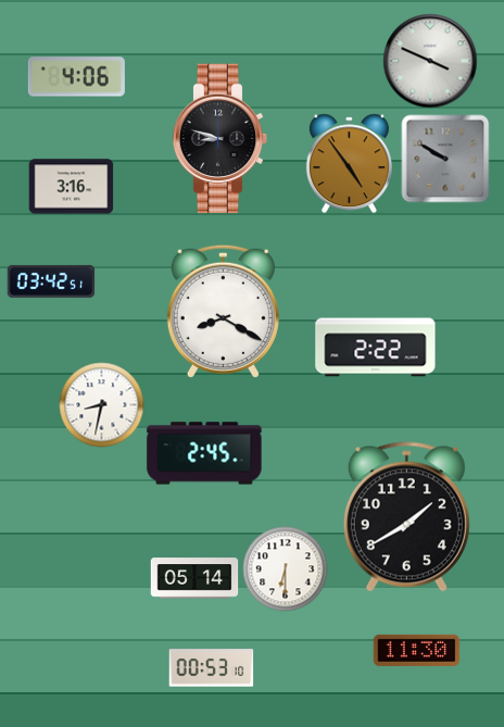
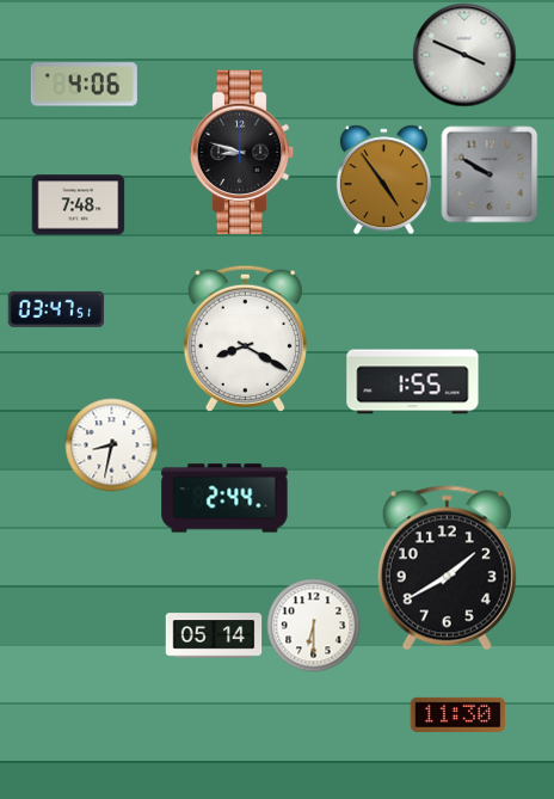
clock at (430, 61) position: (430, 61) -> (464, 55)
clock at (71, 187): 3:16 -> 7:48
clock at (51, 281): 03:42 -> 03:47
clock at (223, 311) position: (223, 311) -> (245, 338)
clock at (376, 348): 2:22 -> 1:55
clock at (204, 453): 2:45 -> 2:44
clock at (211, 668): 00:53 -> none
